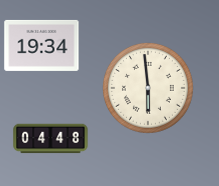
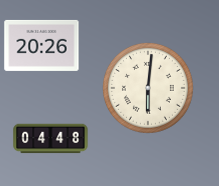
clock at (42, 45): 19:34 -> 20:26
clock at (148, 88): 5:59 -> 6:01
